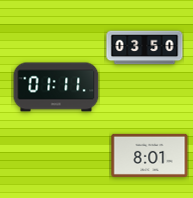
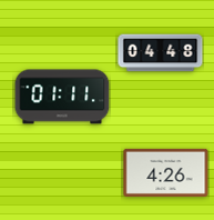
clock at (145, 48): 03:50 -> 04:48
clock at (150, 155): 8:01 -> 4:26
